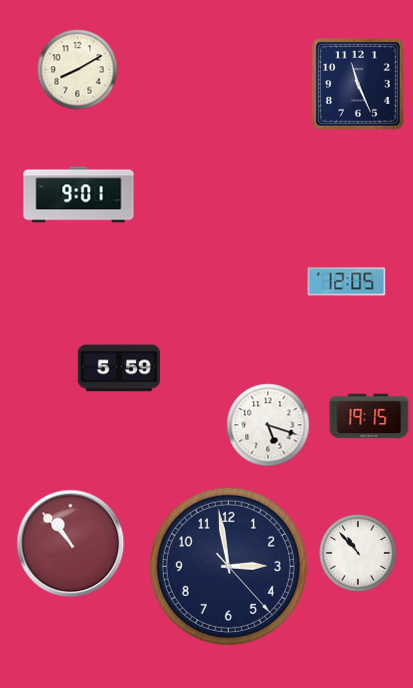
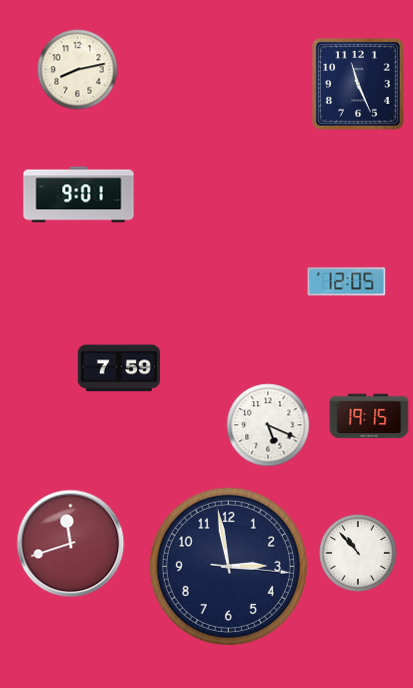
clock at (78, 70): 8:10 -> 8:13
clock at (119, 368): 5:59 -> 7:59
clock at (268, 425): 5:18 -> 5:19
clock at (71, 544): 10:53 -> 11:42
clock at (228, 566): 2:58:23 -> 2:58:16
